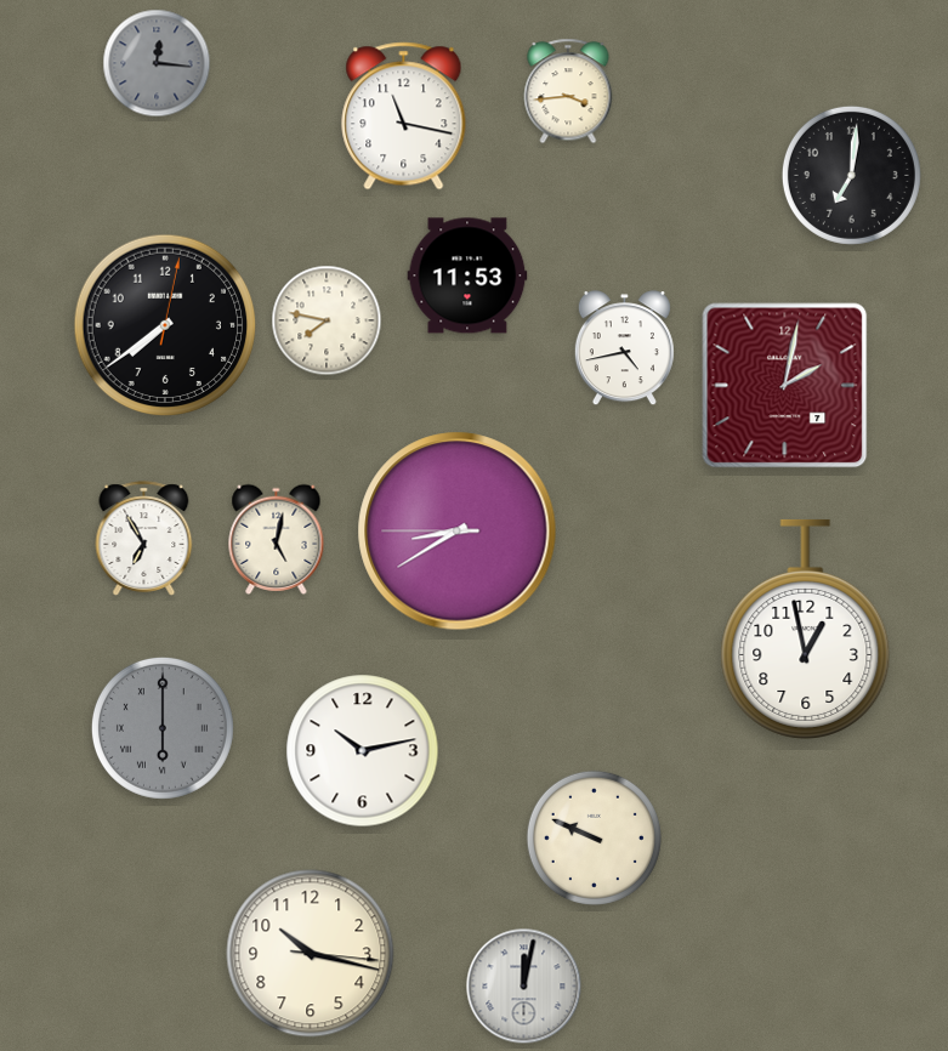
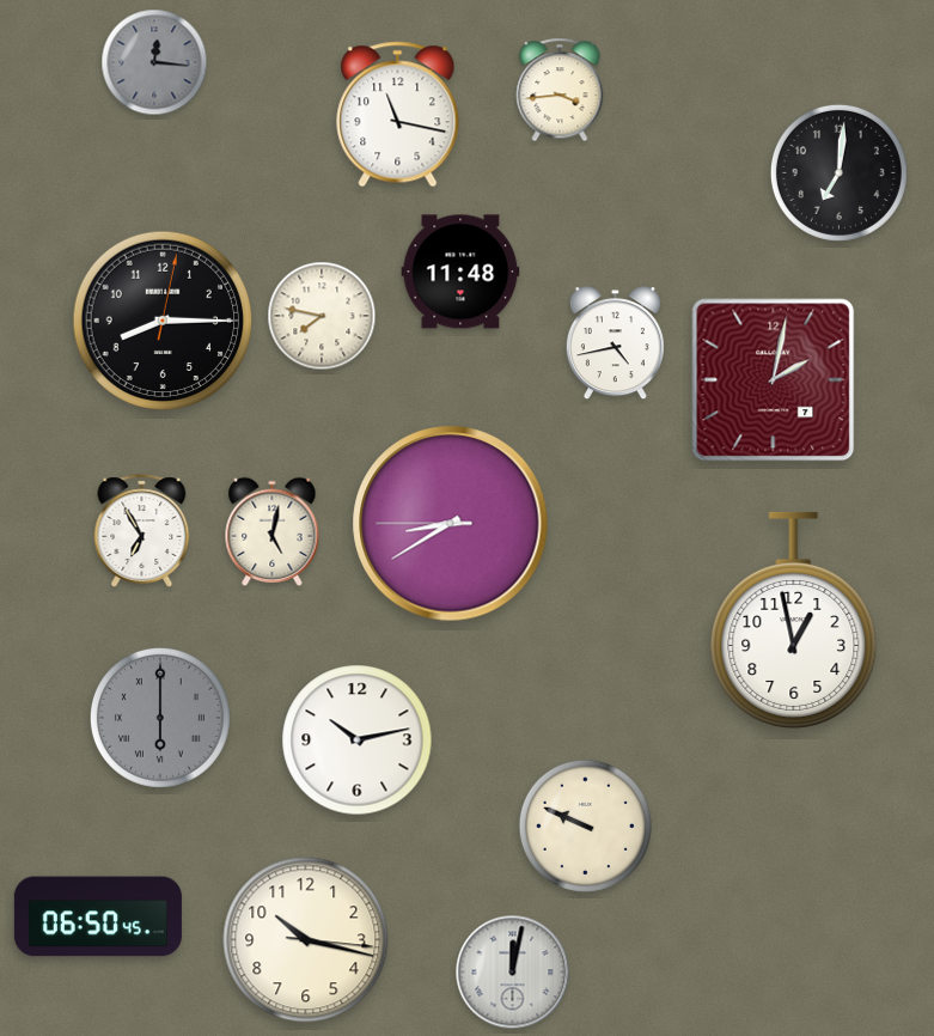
clock at (467, 275): 11:53 -> 11:48
clock at (165, 325): 7:39 -> 8:15
clock at (98, 916): none -> 06:50
clock at (524, 987) position: (524, 987) -> (513, 973)
